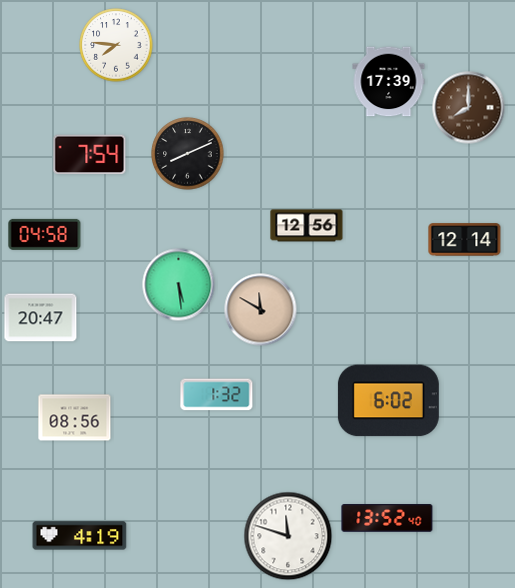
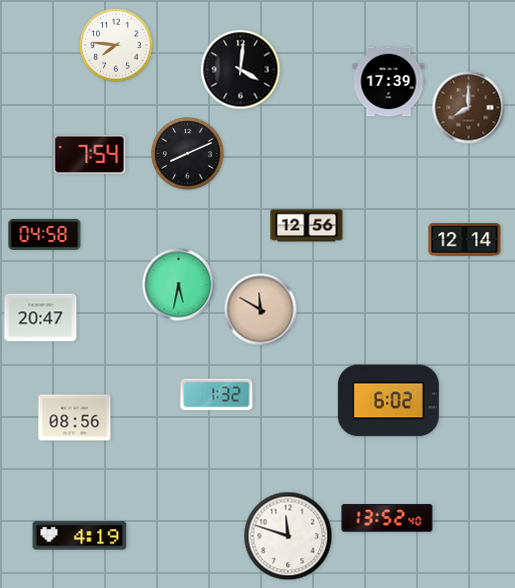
clock at (241, 70): none -> 4:01
clock at (179, 285): 5:29 -> 5:32
